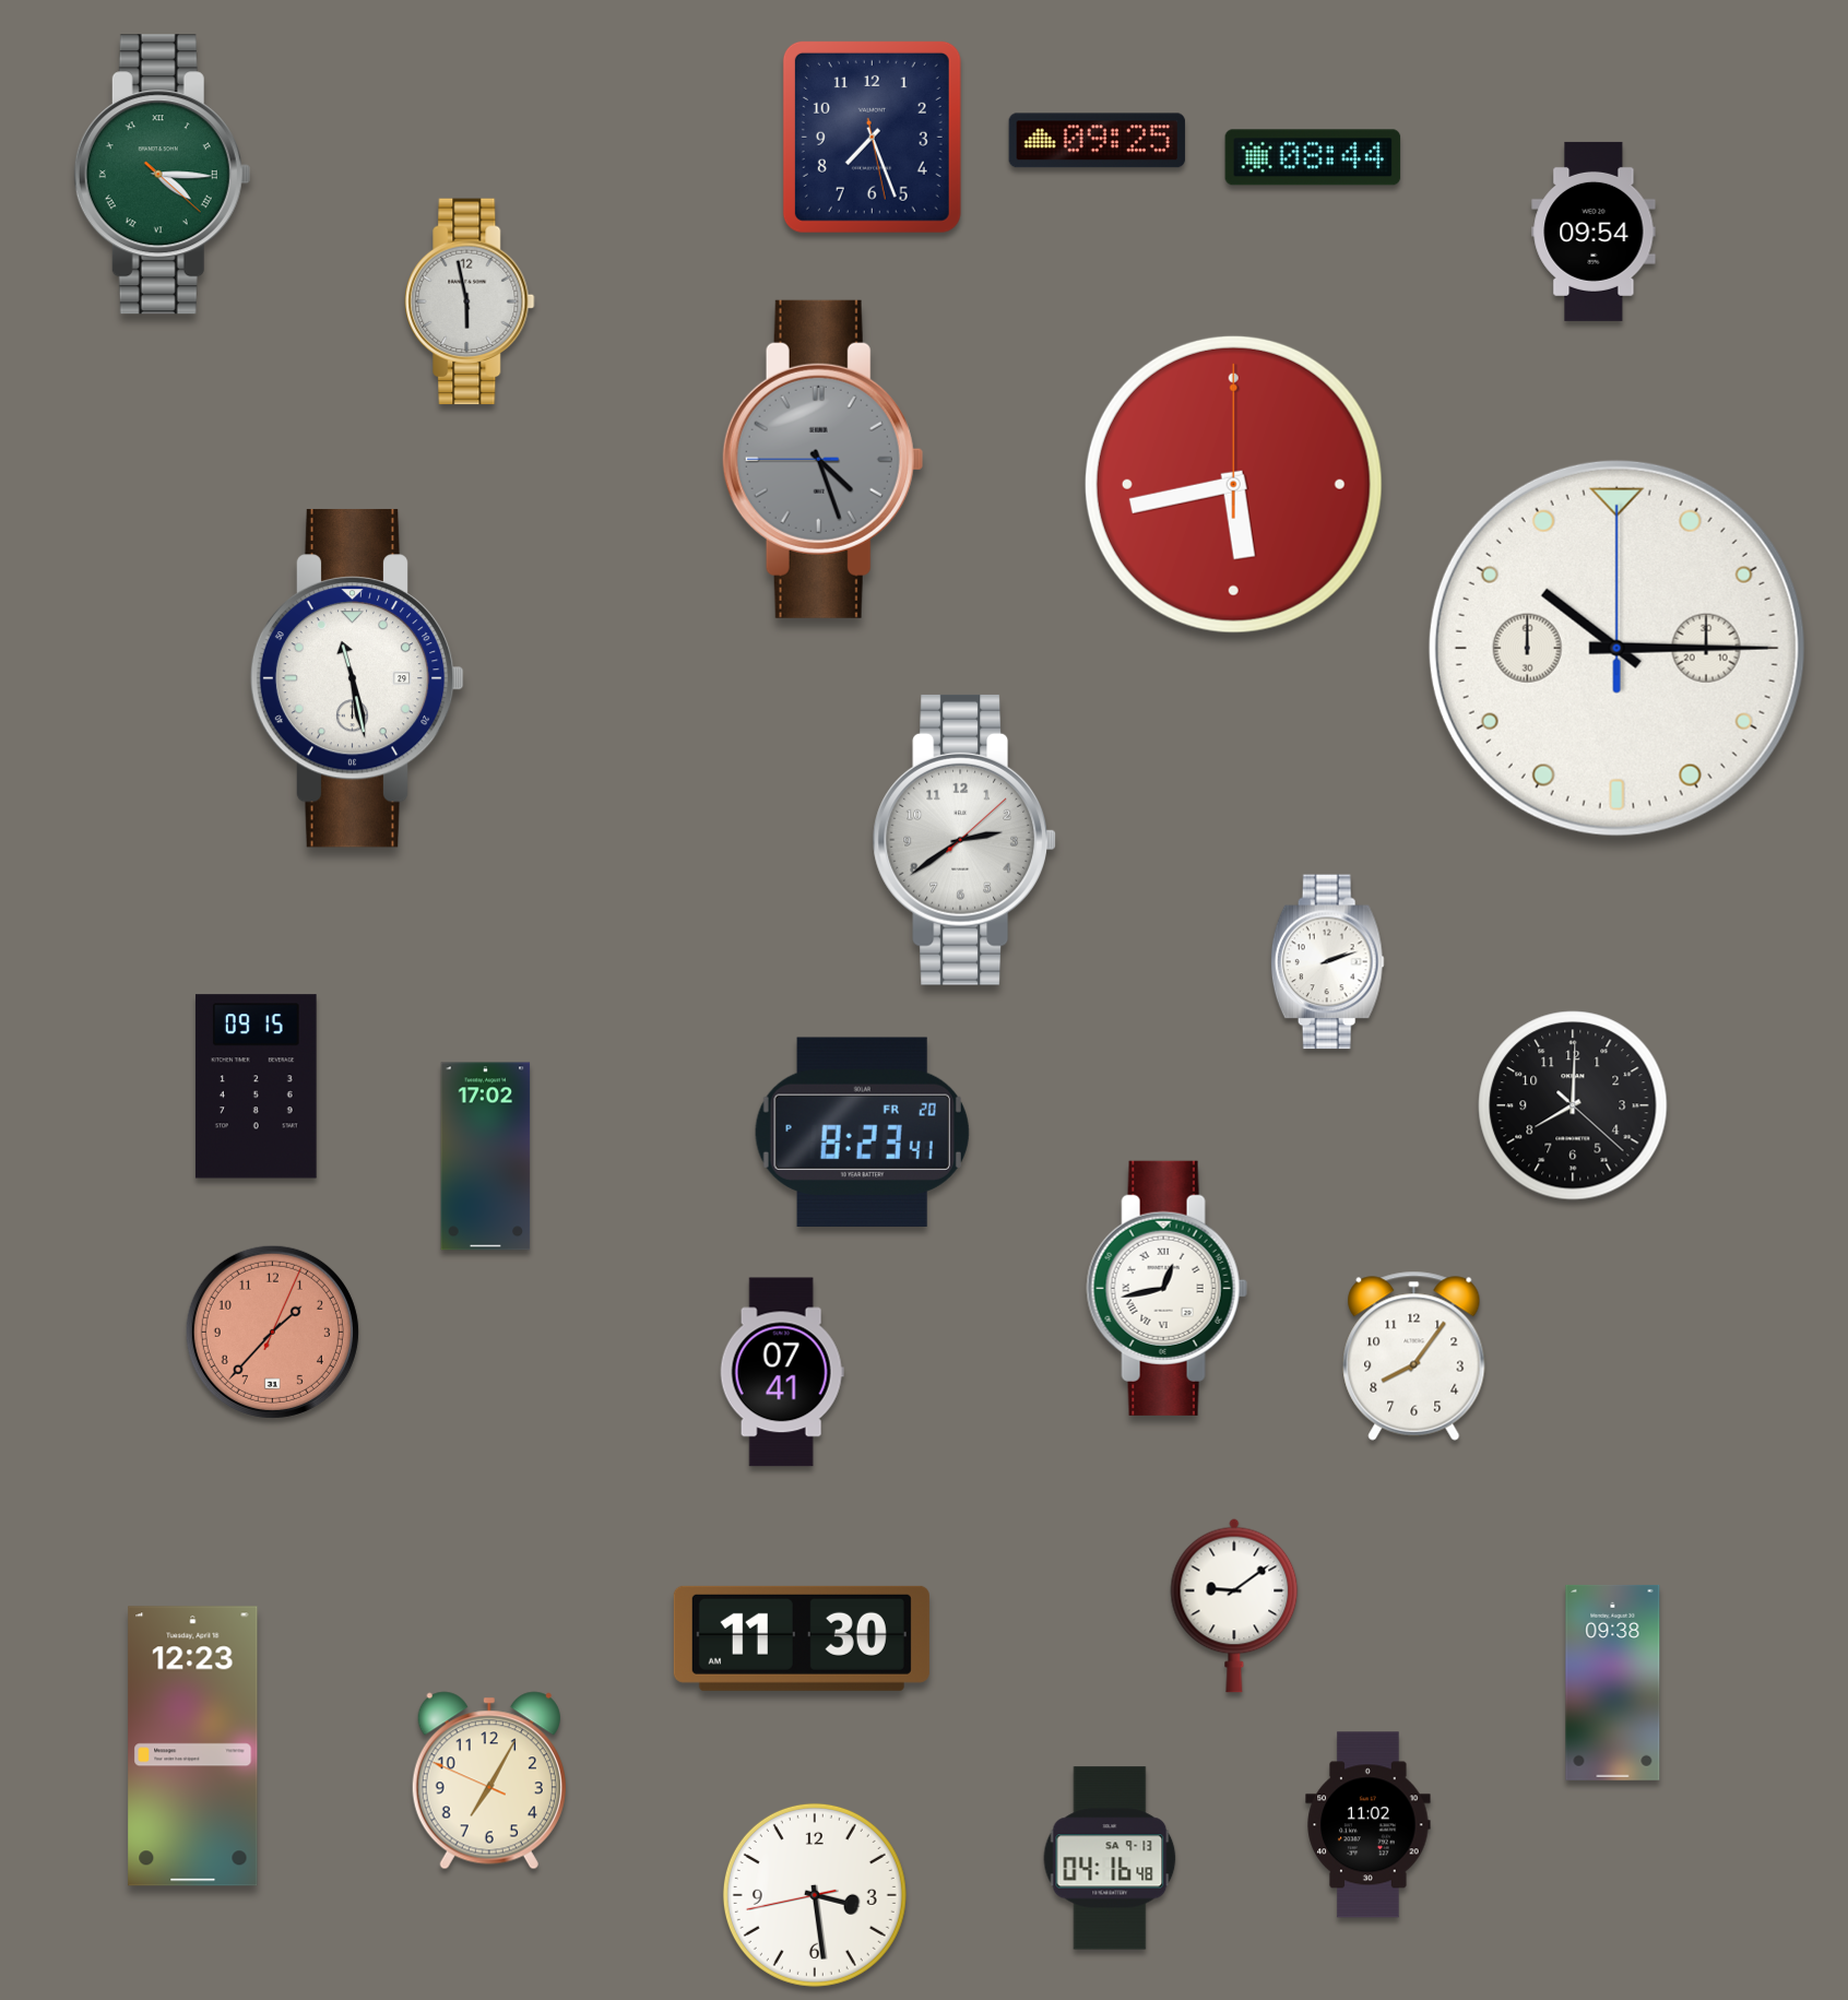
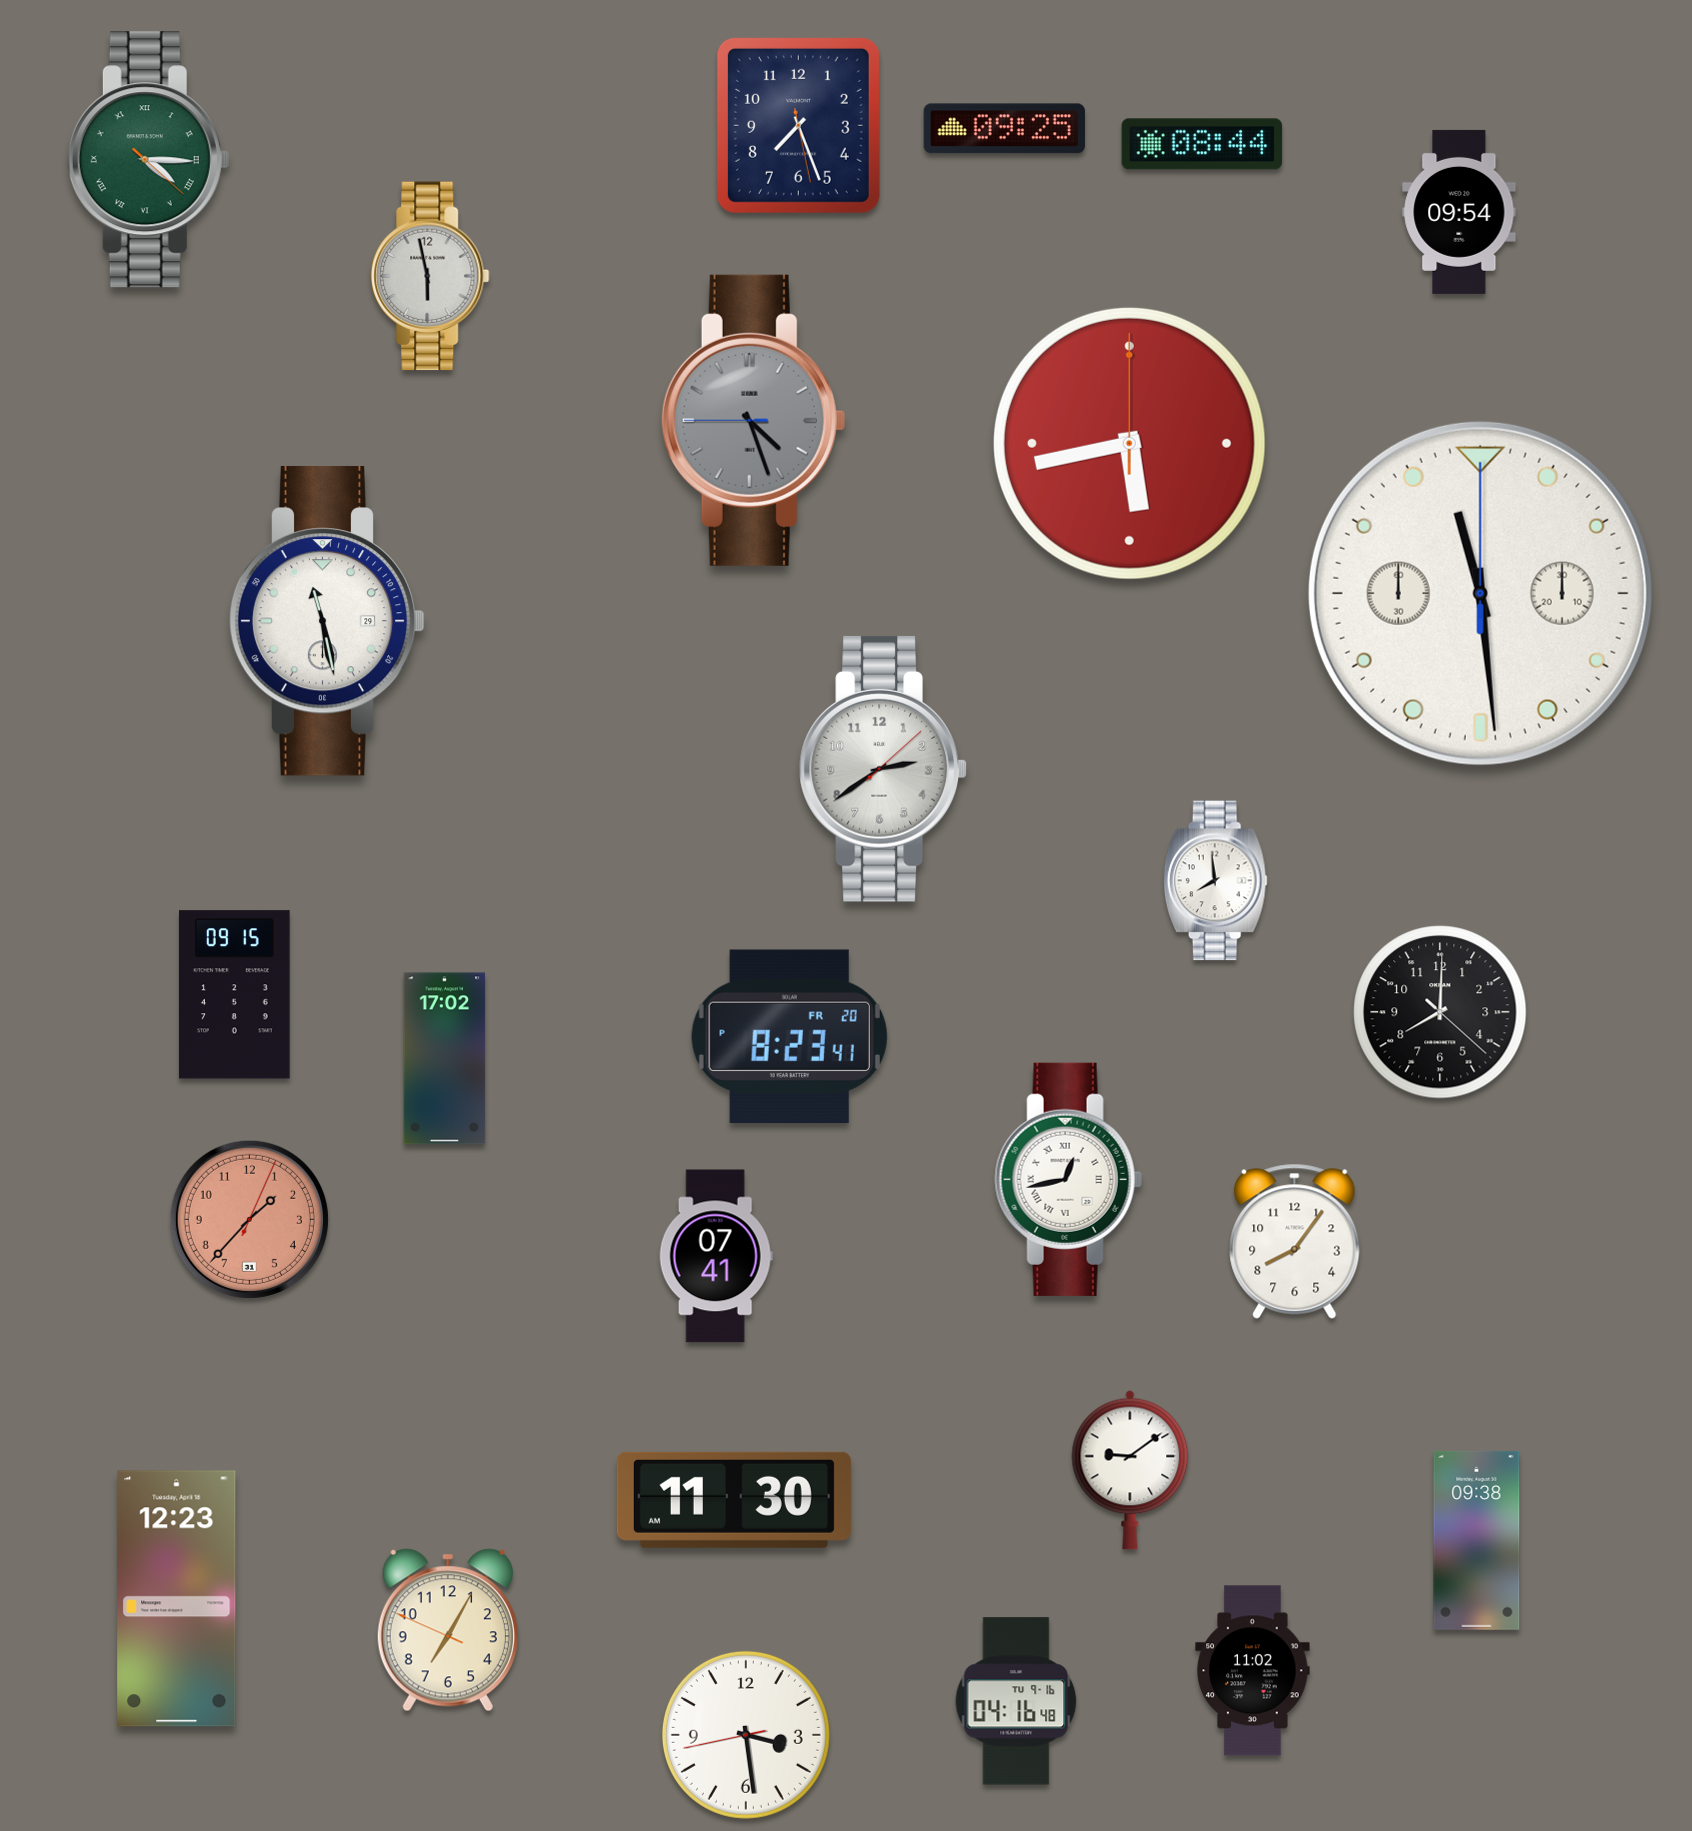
clock at (1616, 648): 10:15 -> 11:29
clock at (1327, 962): 2:12 -> 7:59
clock at (1110, 1858) date: SA 9-13 -> TU 9-16
